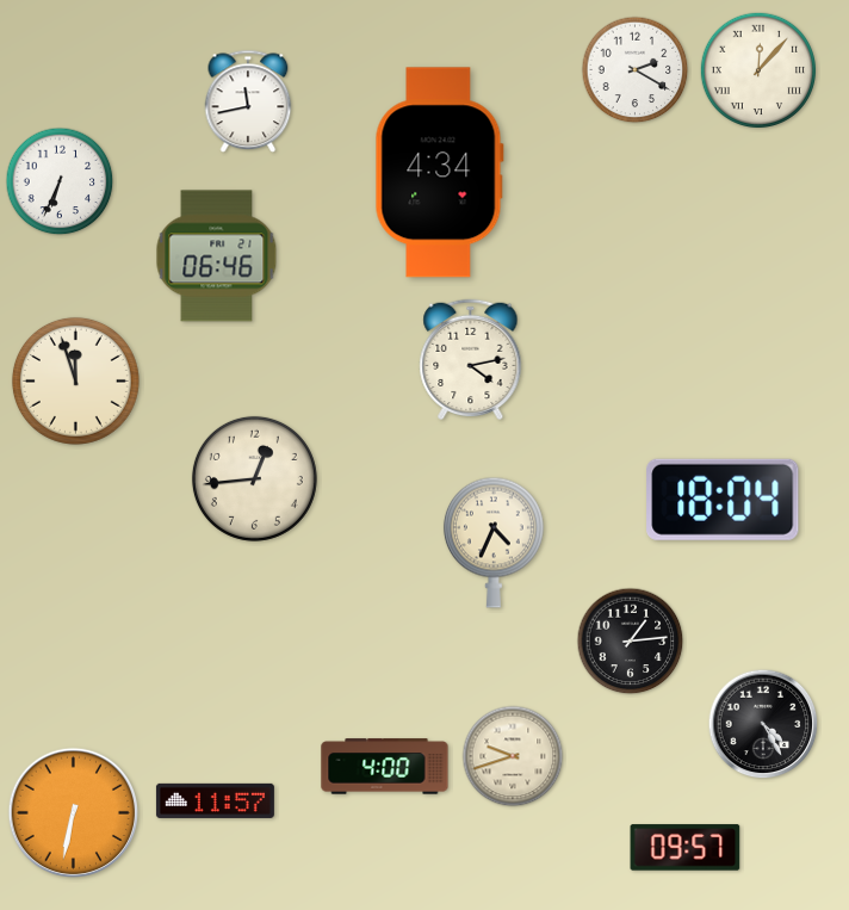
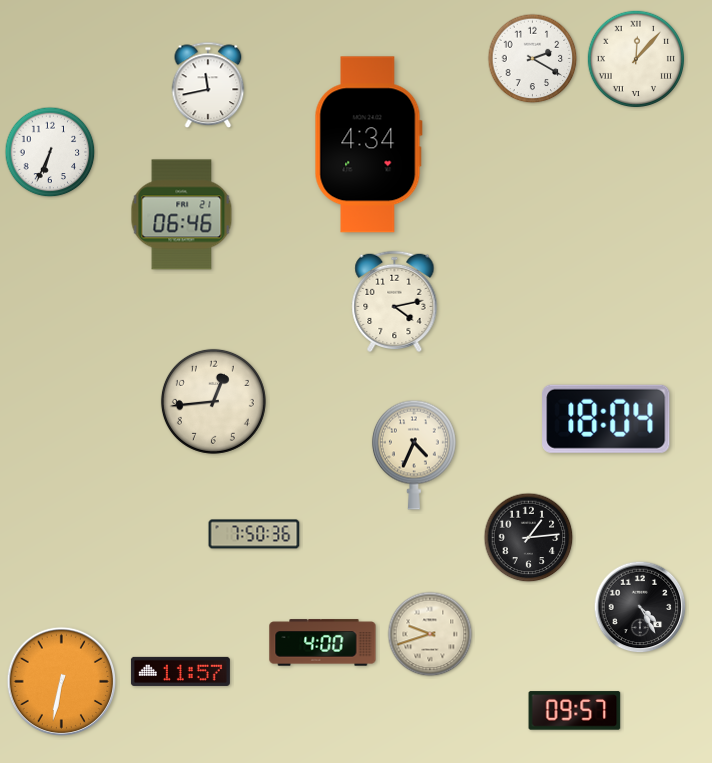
clock at (75, 380): 11:57 -> none
clock at (254, 534): none -> 7:50
